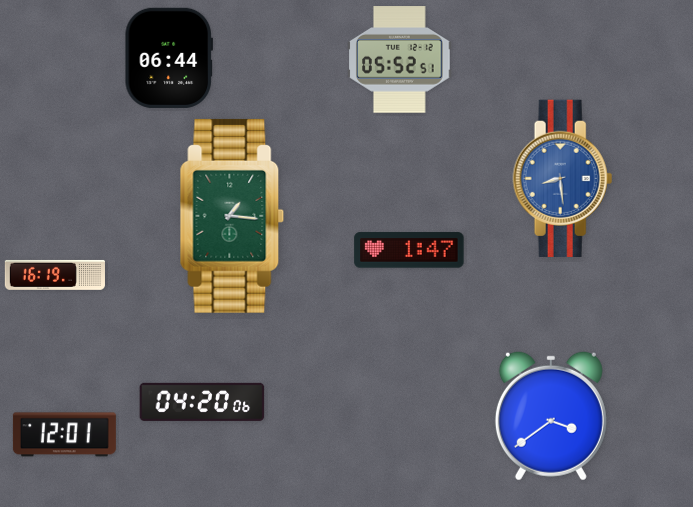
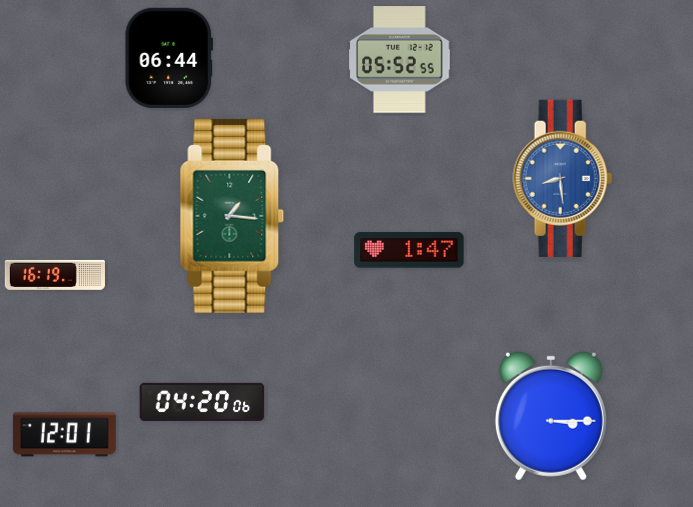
clock at (400, 60): 05:52:51 -> 05:52:55
clock at (551, 416): 3:39 -> 3:15
